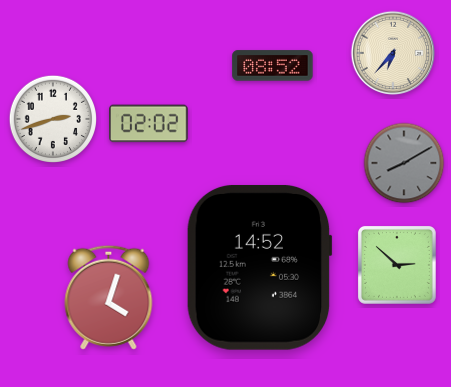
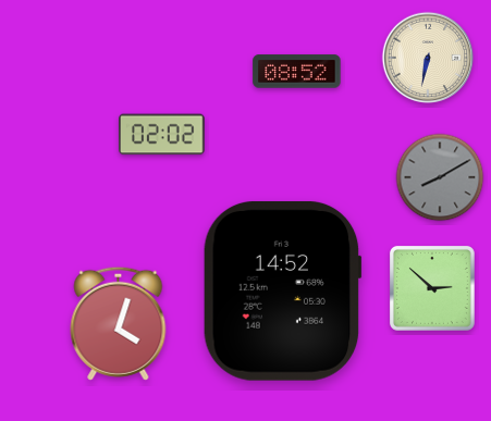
clock at (393, 53): 6:37 -> 6:32
clock at (52, 118): 2:42 -> none
